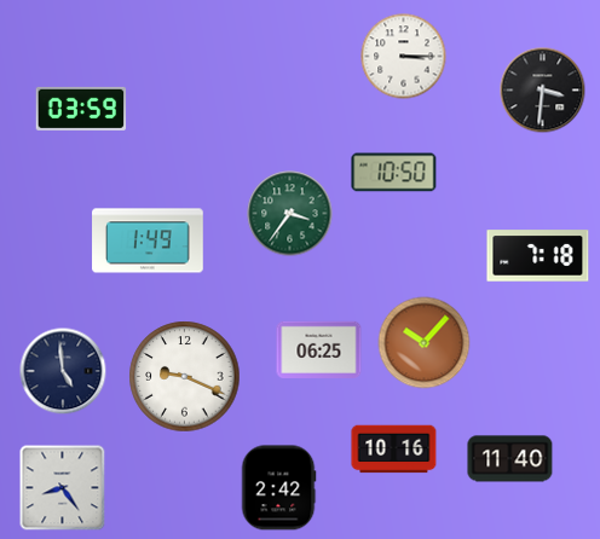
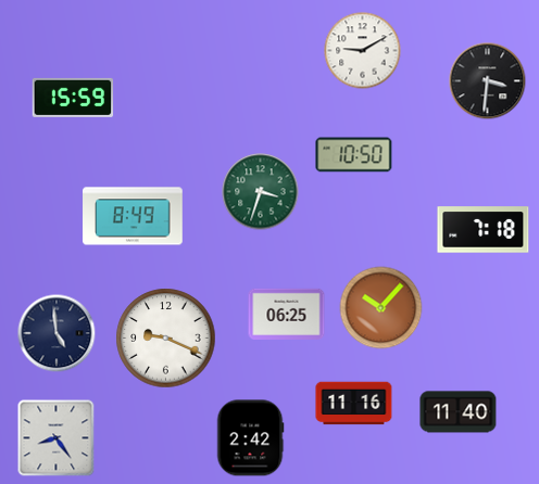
clock at (404, 57): 3:15 -> 9:10
clock at (81, 109): 03:59 -> 15:59
clock at (290, 214): 3:36 -> 3:33
clock at (148, 240): 1:49 -> 8:49
clock at (394, 450): 10:16 -> 11:16
